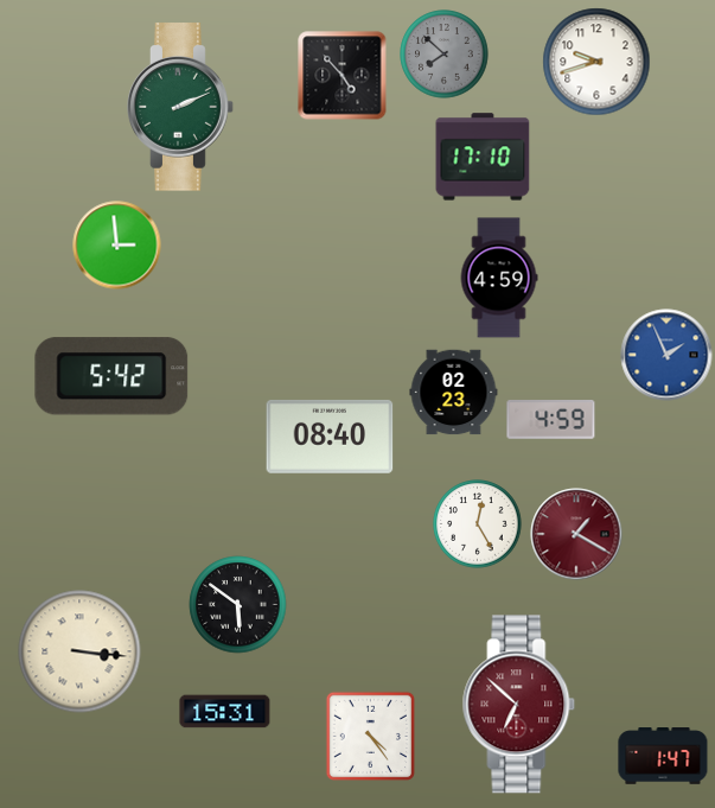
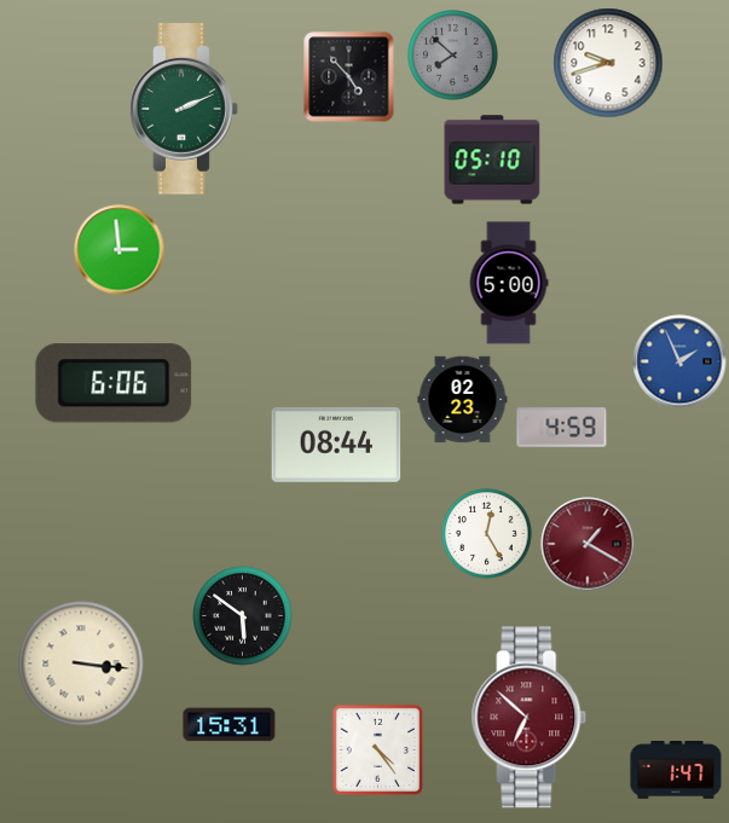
clock at (483, 157): 17:10 -> 05:10
clock at (499, 278): 4:59 -> 5:00
clock at (111, 376): 5:42 -> 6:06
clock at (330, 437): 08:40 -> 08:44
